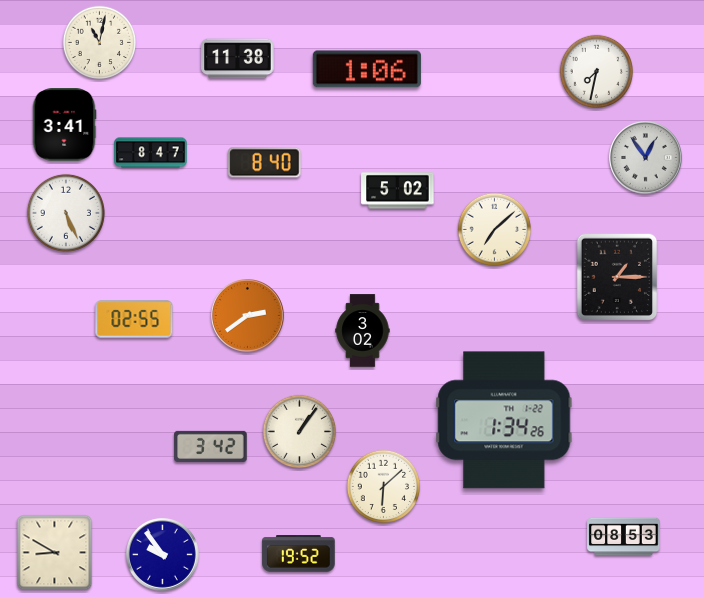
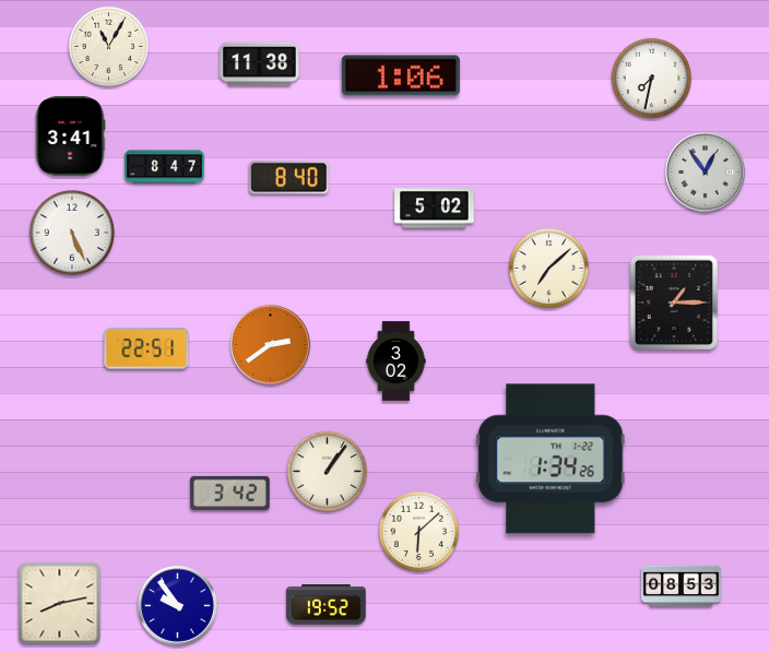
clock at (100, 43): 11:02 -> 11:05
clock at (495, 230) position: (495, 230) -> (549, 269)
clock at (134, 319): 02:55 -> 22:51
clock at (211, 446) position: (211, 446) -> (230, 493)
clock at (55, 553): 8:50 -> 8:13
